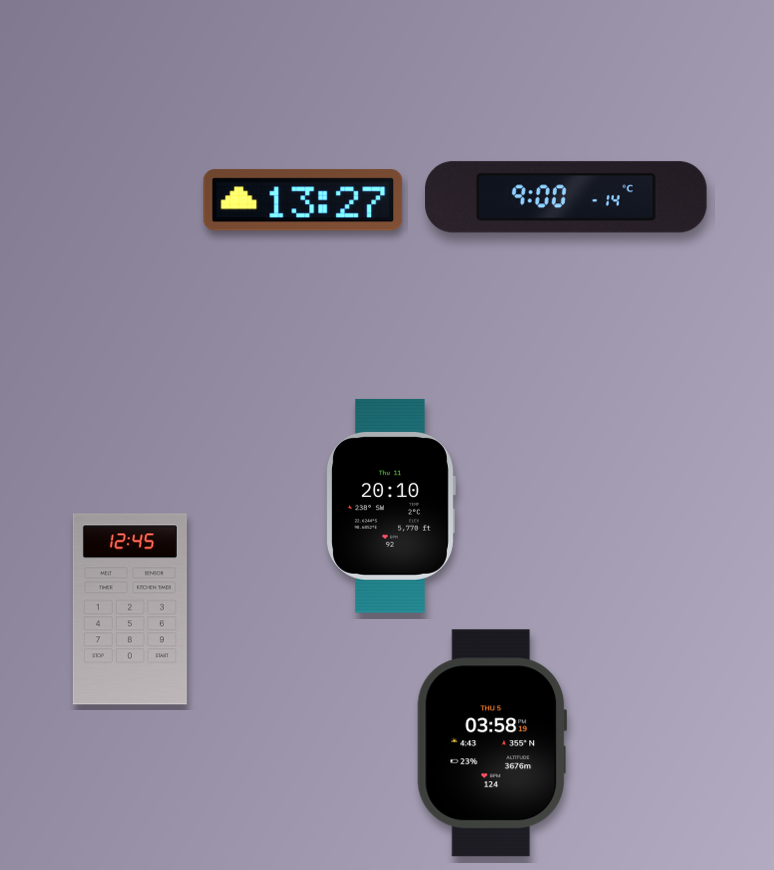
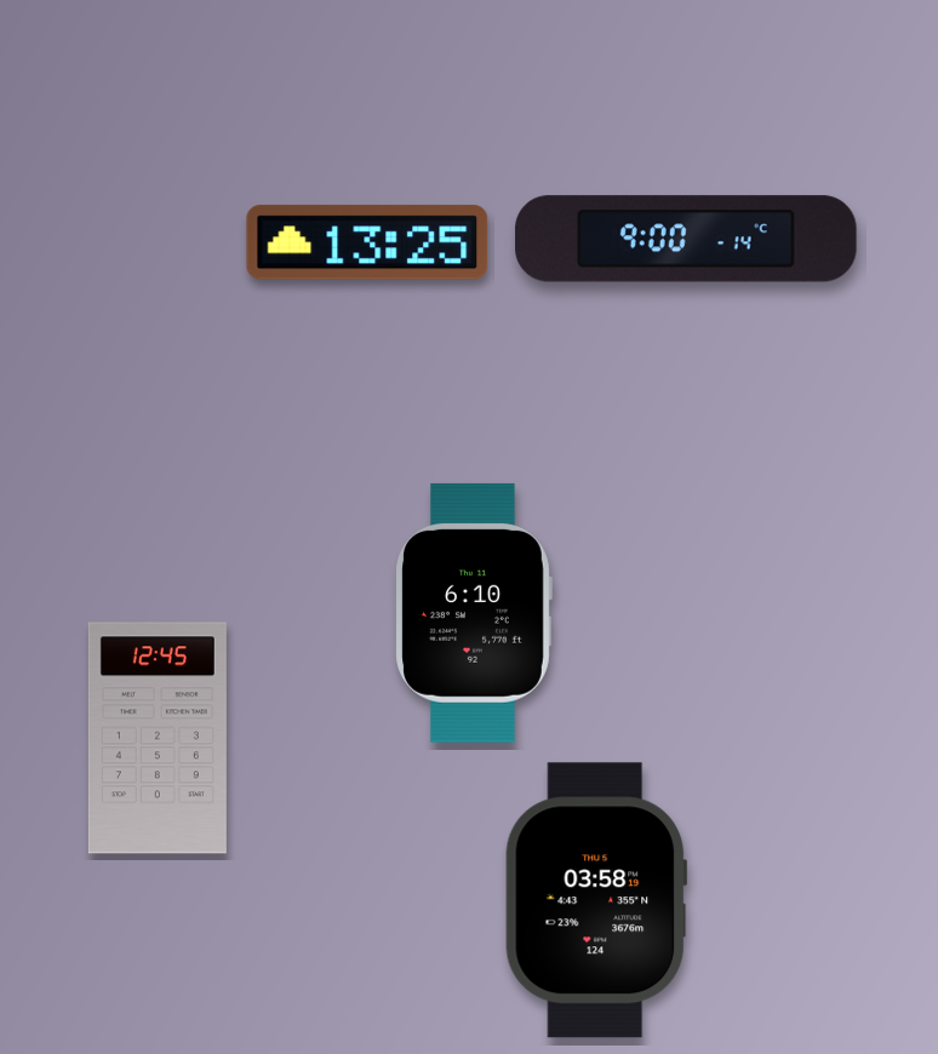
clock at (303, 200): 13:27 -> 13:25
clock at (391, 506): 20:10 -> 6:10
